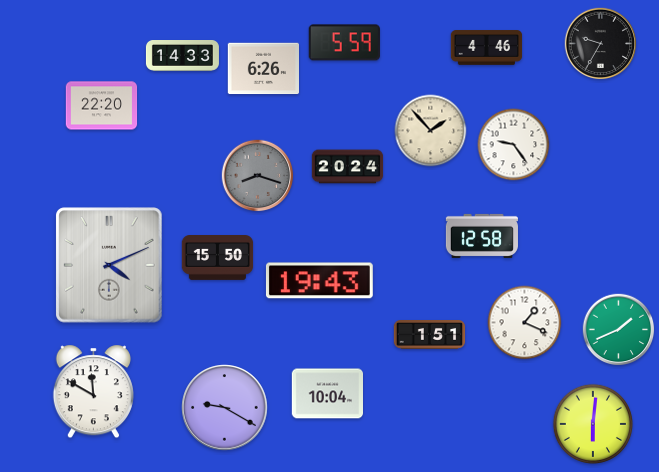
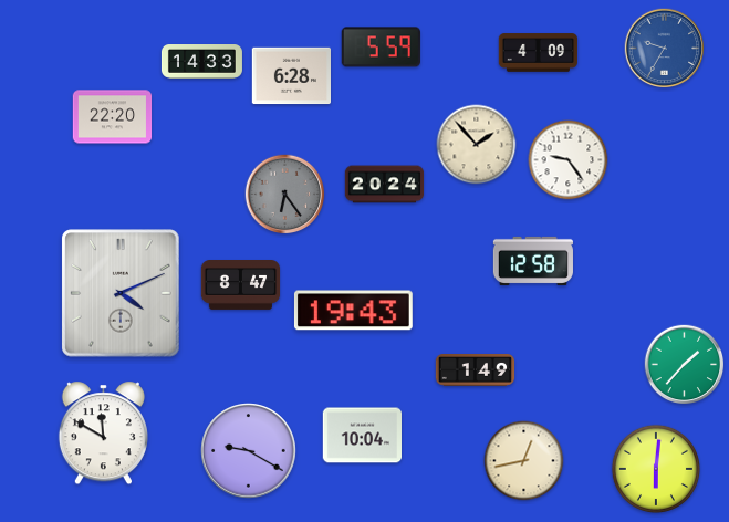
clock at (601, 44) dial: black -> blue
clock at (487, 48): 4:46 -> 4:09
clock at (264, 69): 6:26 -> 6:28
clock at (258, 176): 8:18 -> 6:24
clock at (218, 258): 15:50 -> 8:47
clock at (525, 323): 1:19 -> none
clock at (619, 330): 1:41 -> 1:37
clock at (430, 335): 1:51 -> 1:49
clock at (524, 461): none -> 12:43
